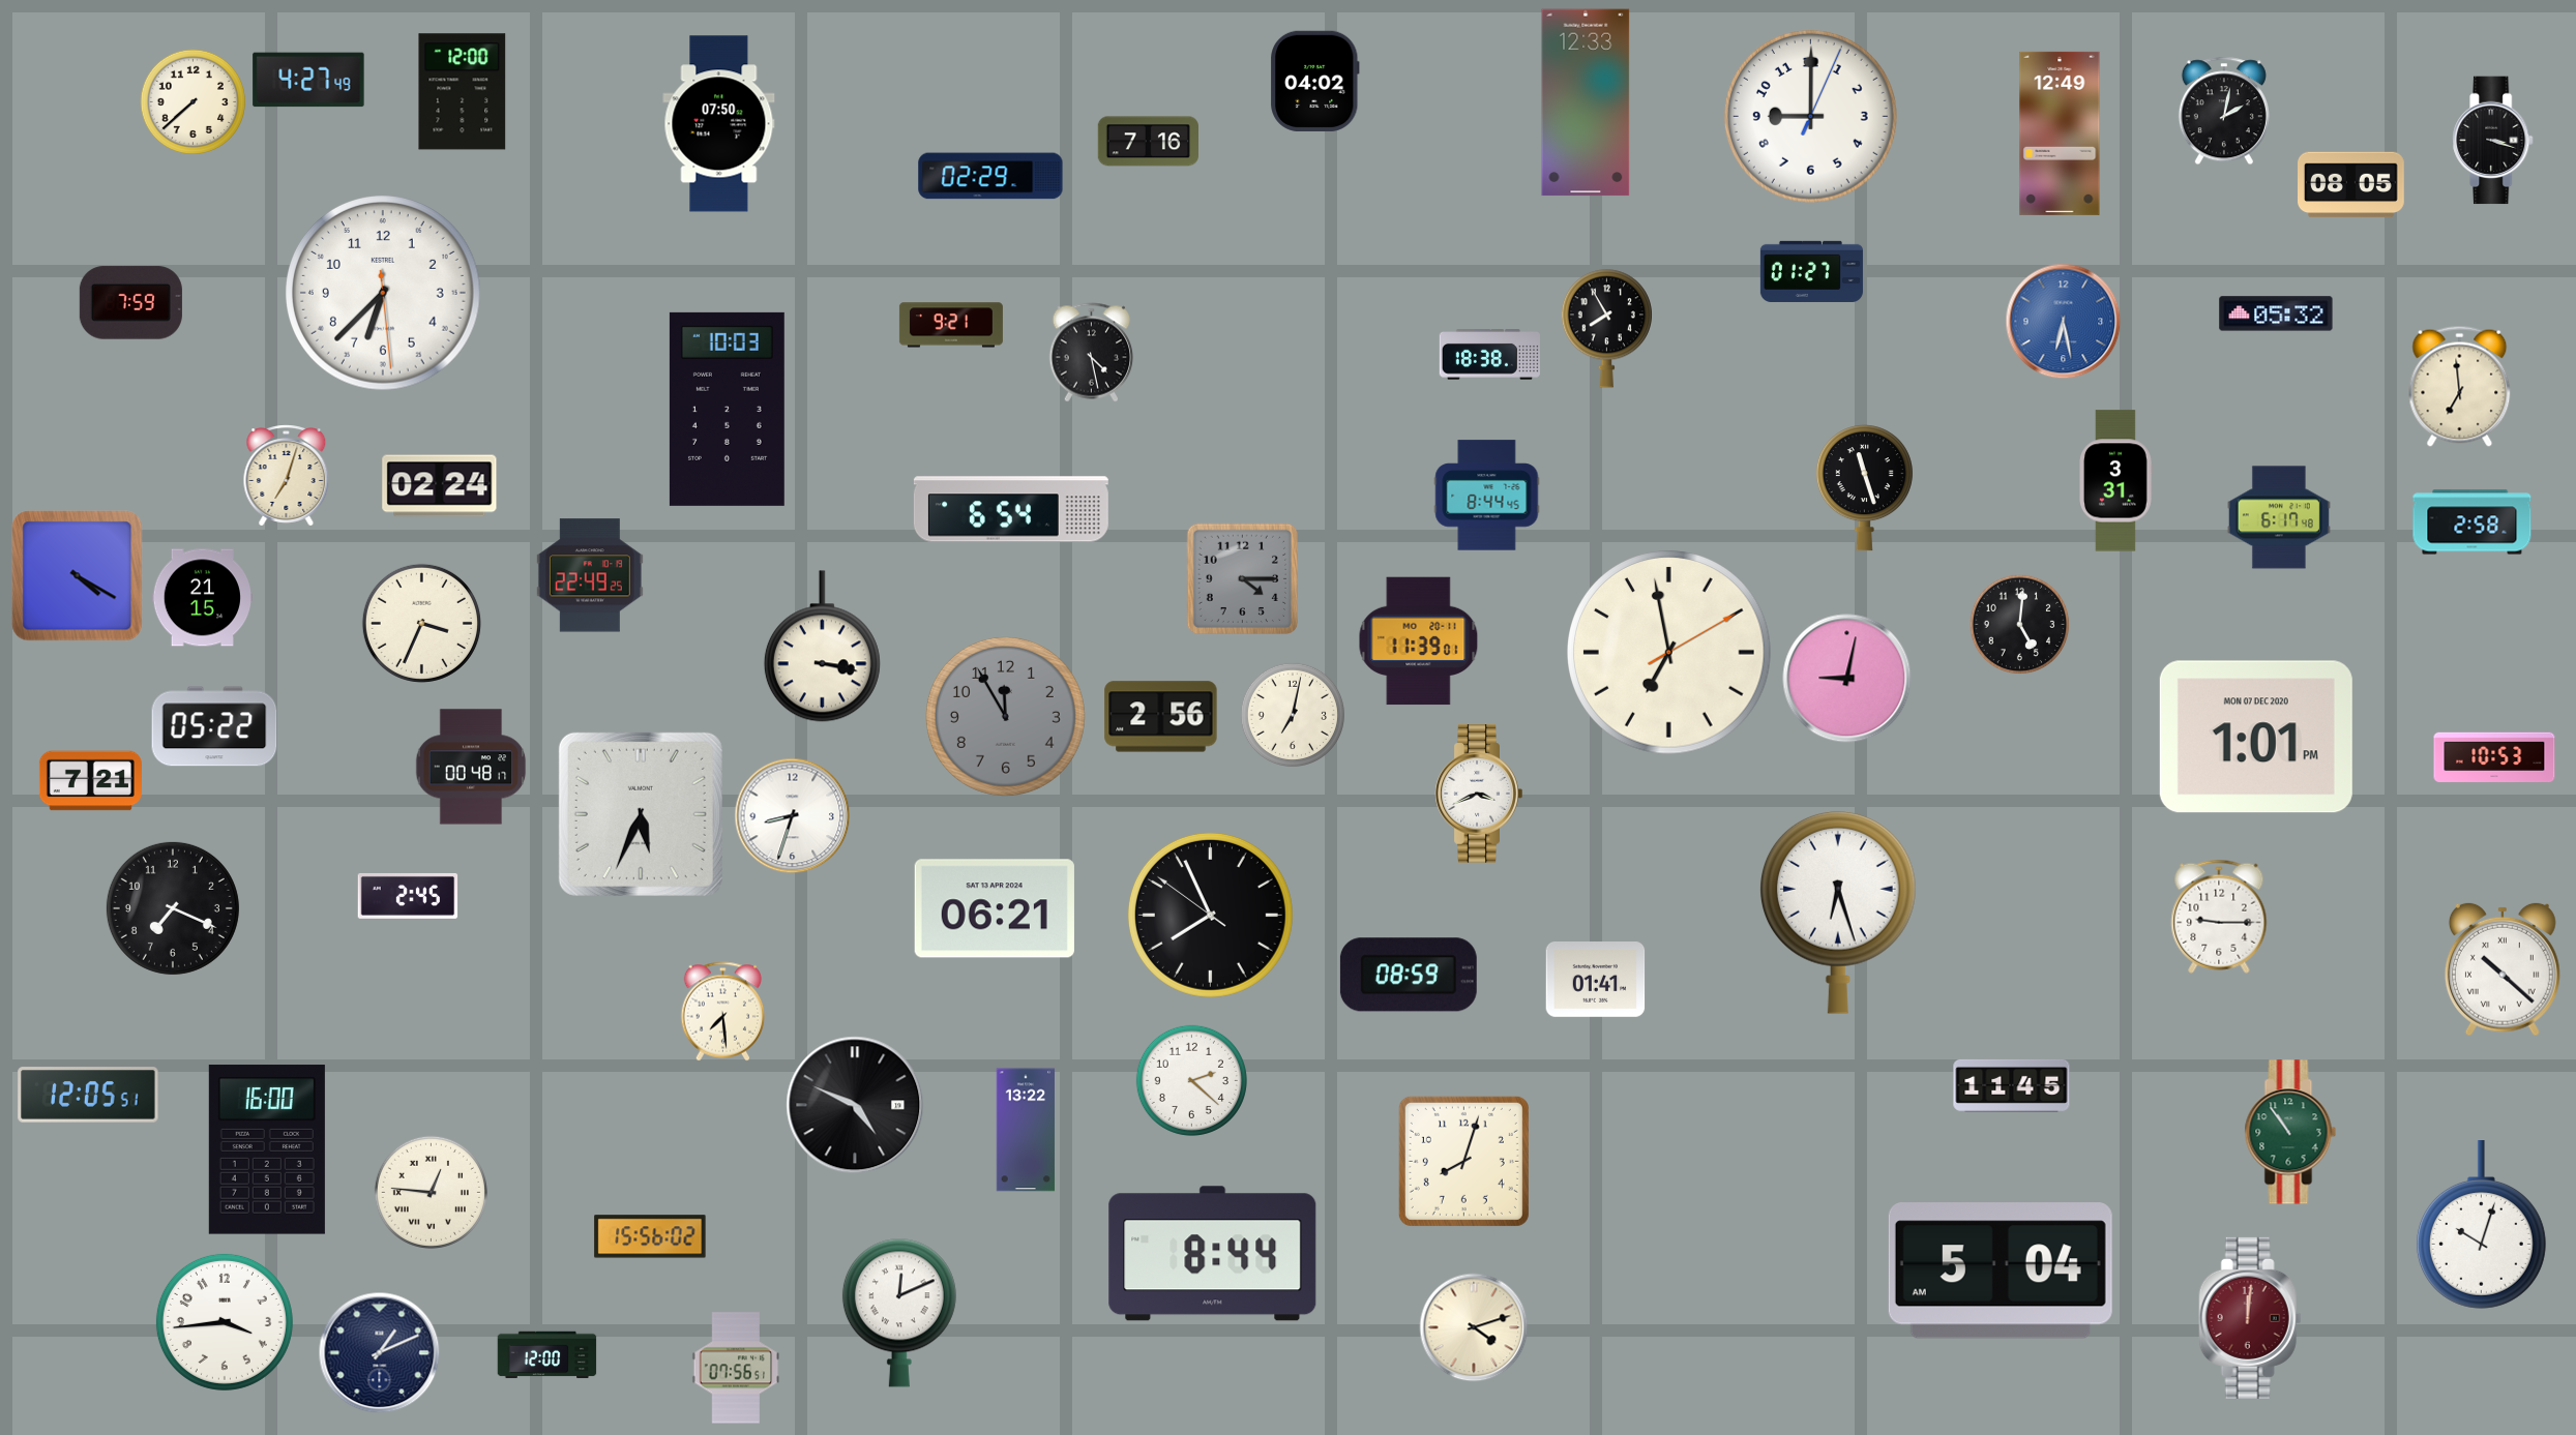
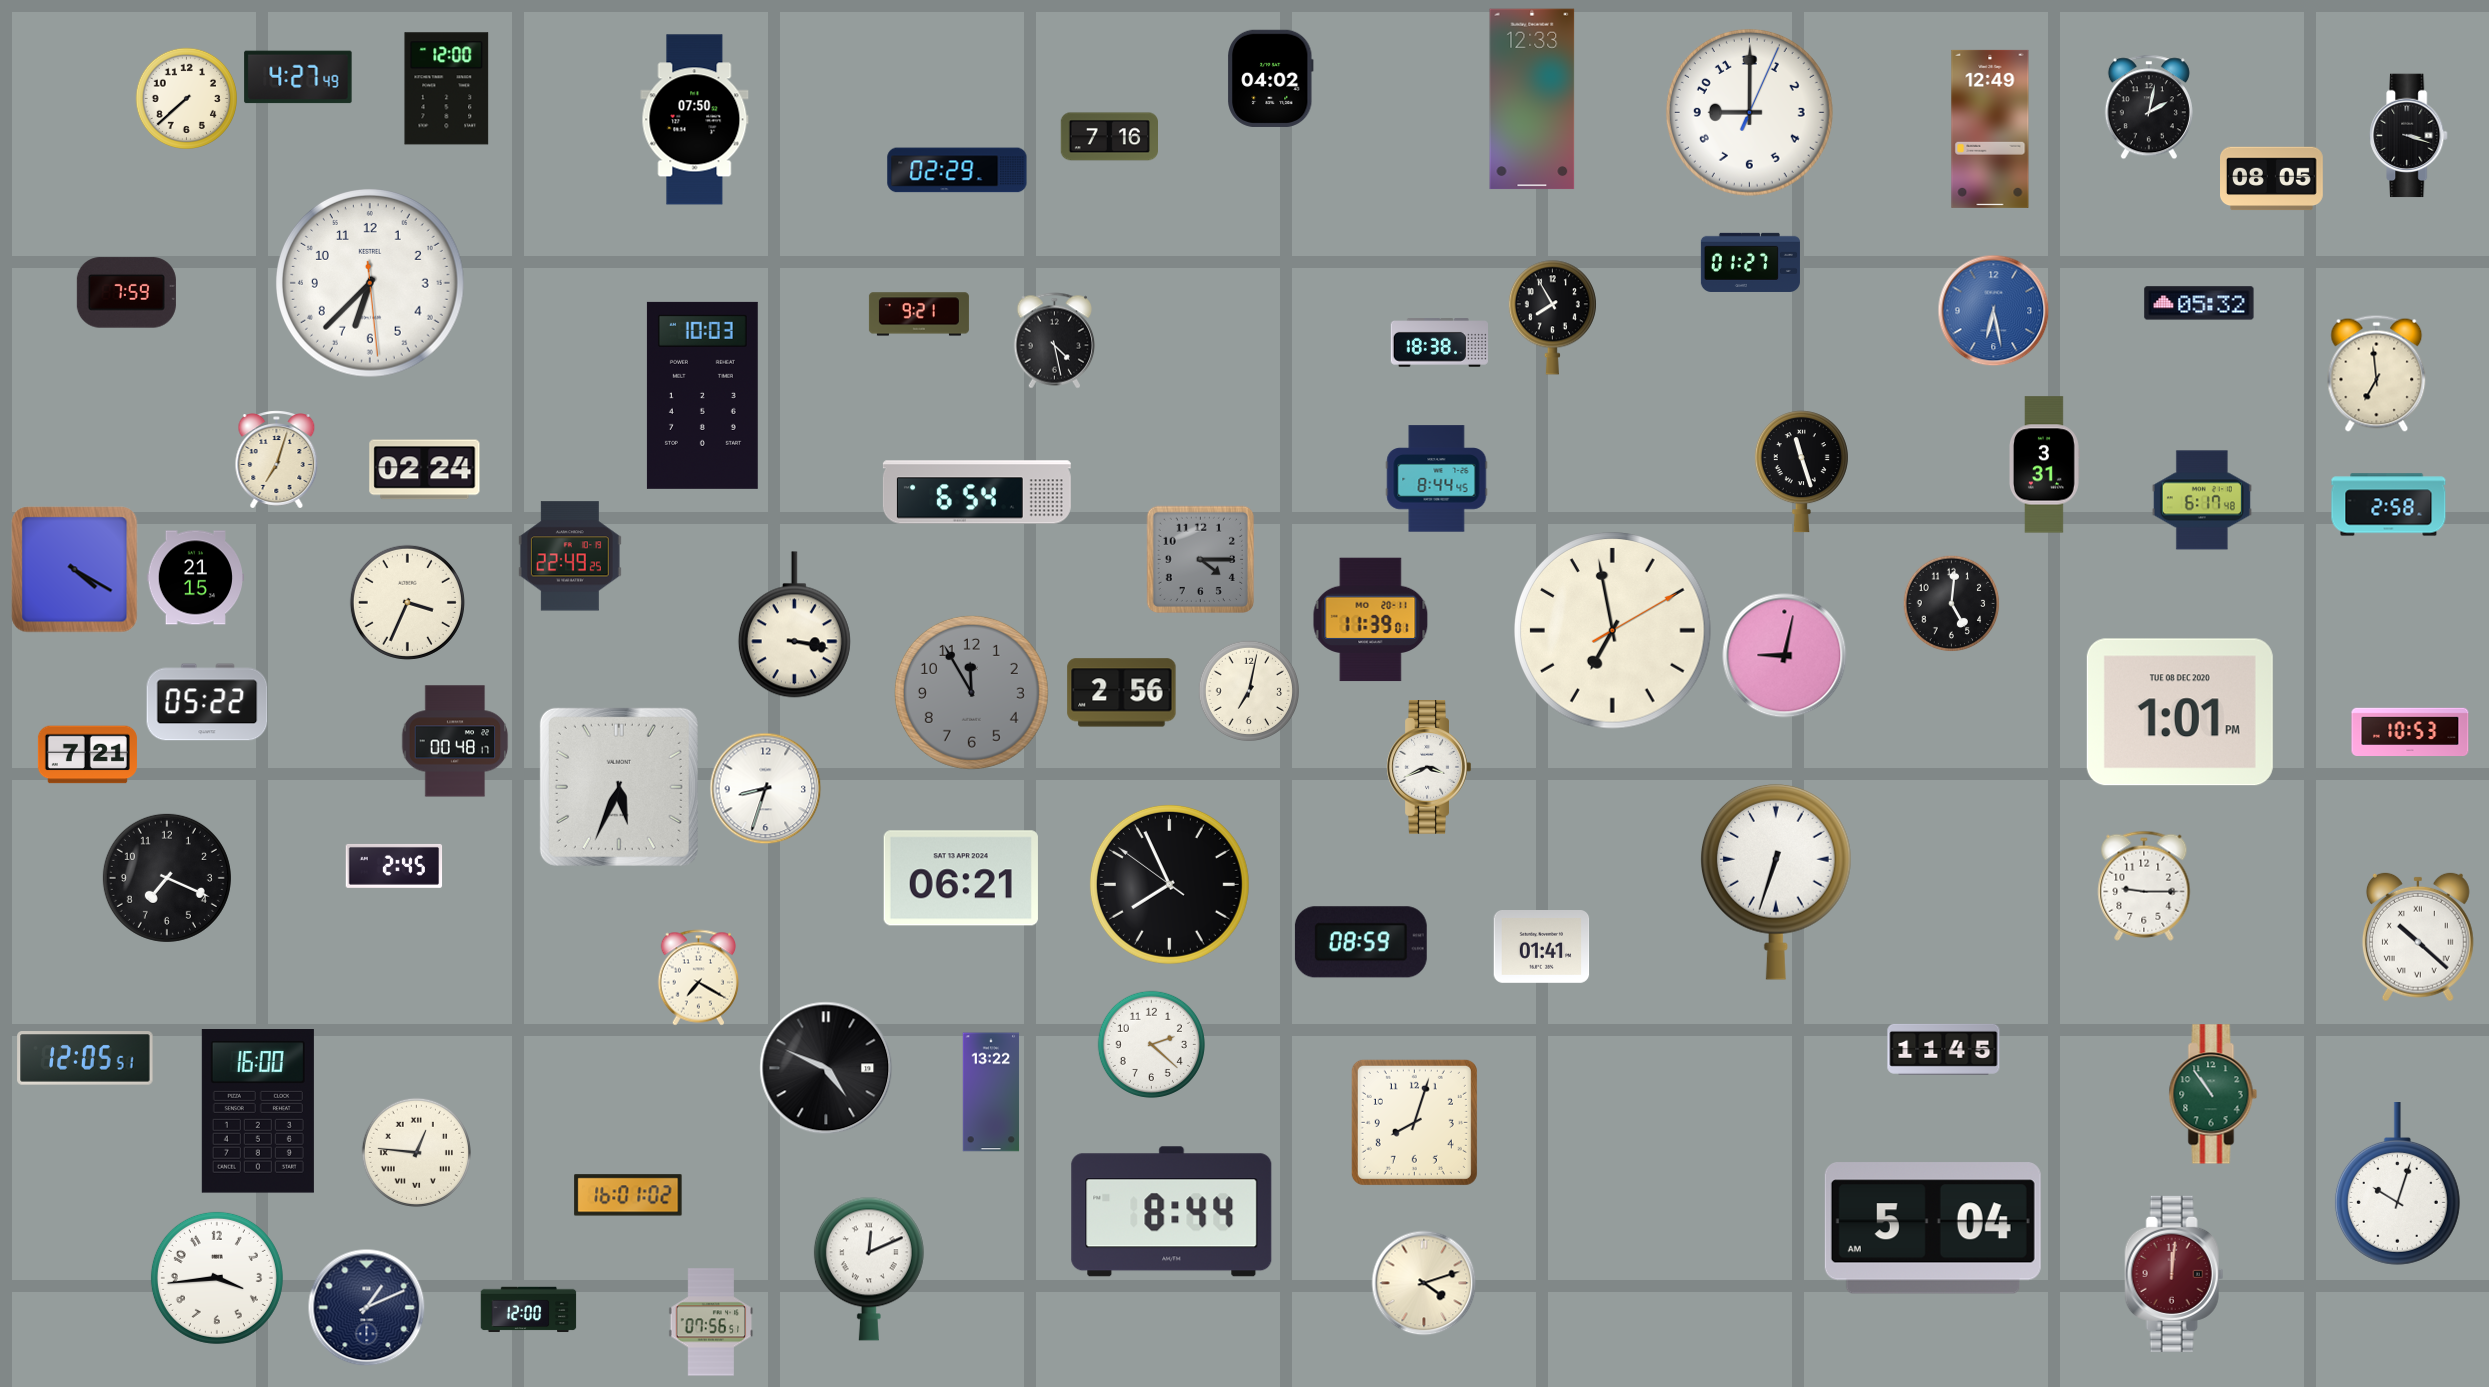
clock at (78, 576) position: (78, 576) -> (75, 570)
clock at (2256, 737) date: MON 07 DEC 2020 -> TUE 08 DEC 2020
clock at (1838, 913): 6:27 -> 6:33
clock at (723, 1012): 7:29 -> 7:20
clock at (650, 1236): 15:56 -> 16:01
